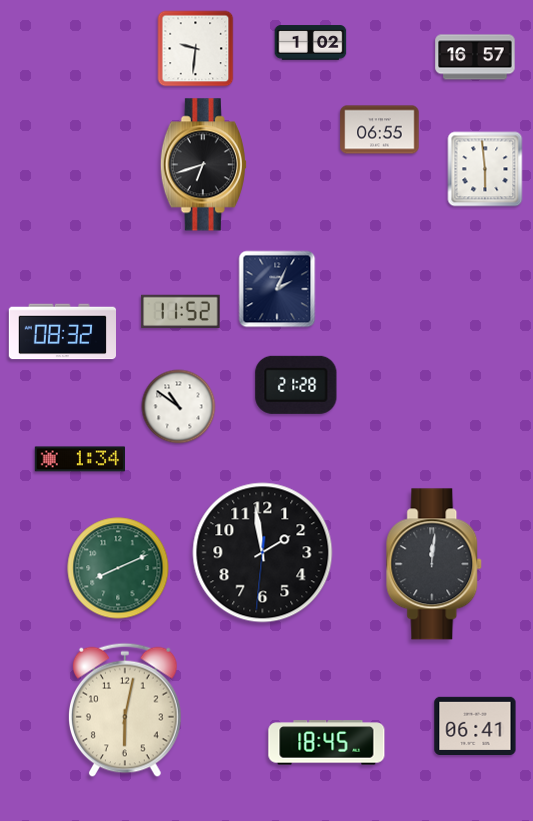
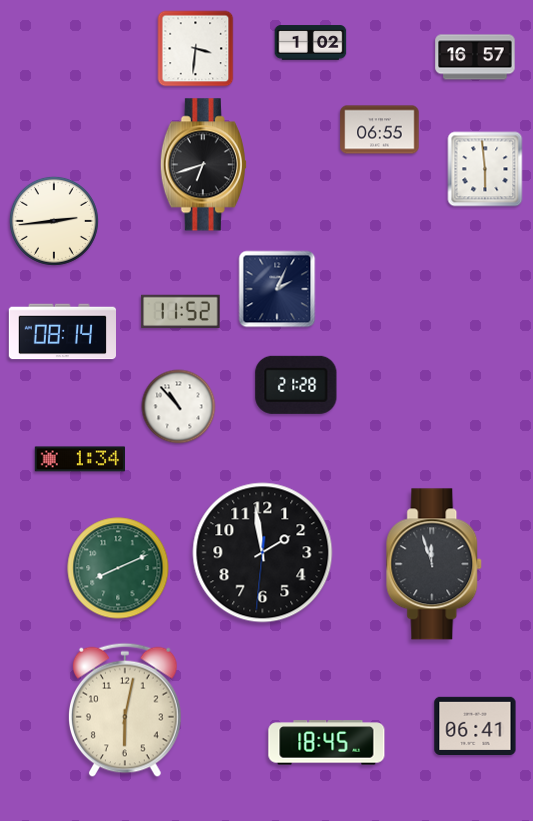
clock at (196, 49): 9:31 -> 3:31
clock at (54, 221): none -> 2:44
clock at (62, 332): 08:32 -> 08:14
clock at (179, 407): 10:51 -> 10:53
clock at (435, 564): 12:01 -> 11:57
